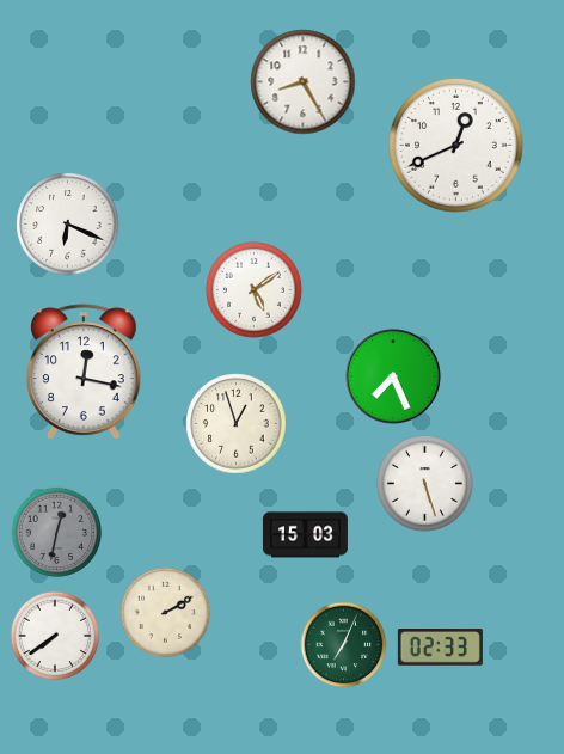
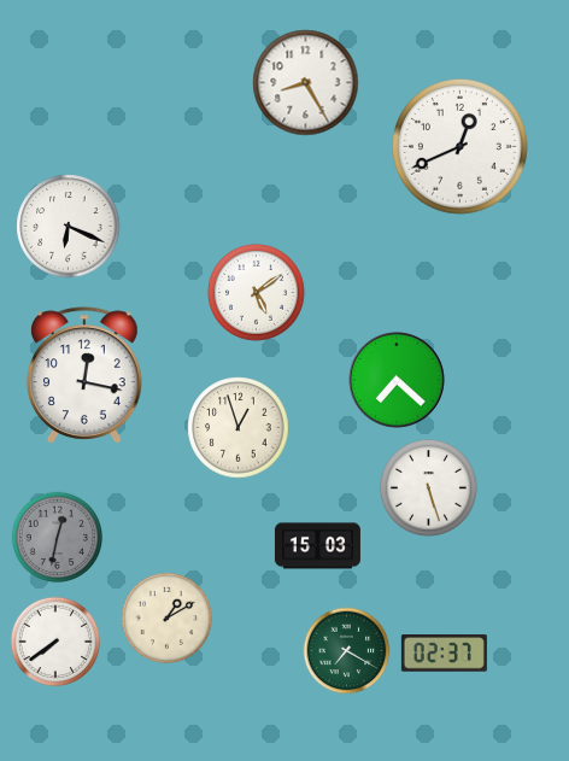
clock at (393, 376): 7:26 -> 7:22
clock at (305, 535) position: (305, 535) -> (317, 546)
clock at (166, 613): 2:10 -> 1:10
clock at (344, 645): 7:04 -> 7:20
clock at (440, 648): 02:33 -> 02:37
